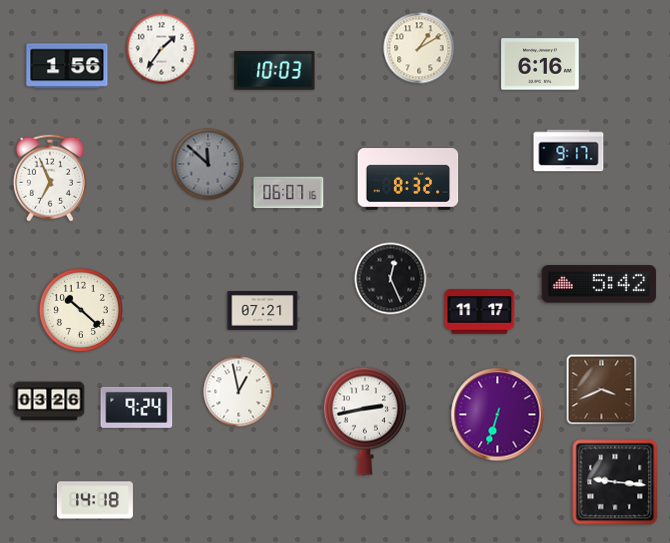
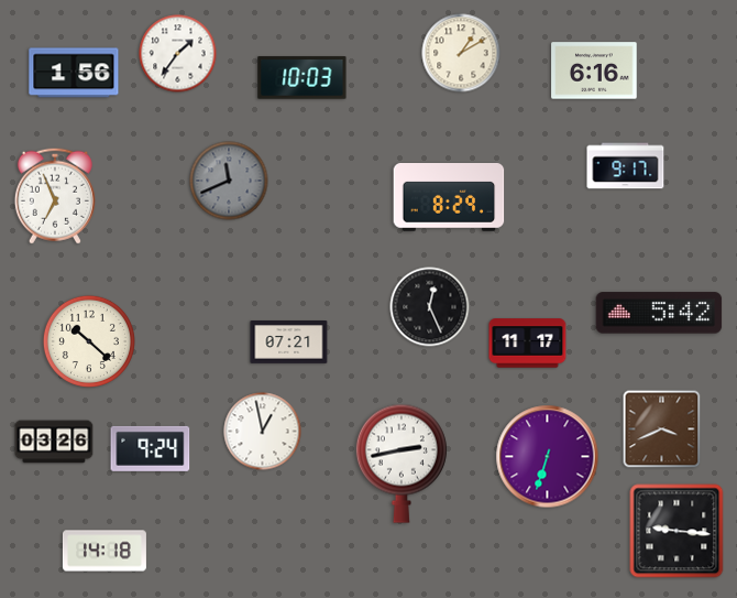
clock at (208, 164): 11:52 -> 11:41
clock at (408, 180): 8:32 -> 8:29
clock at (289, 193): 06:07 -> none
